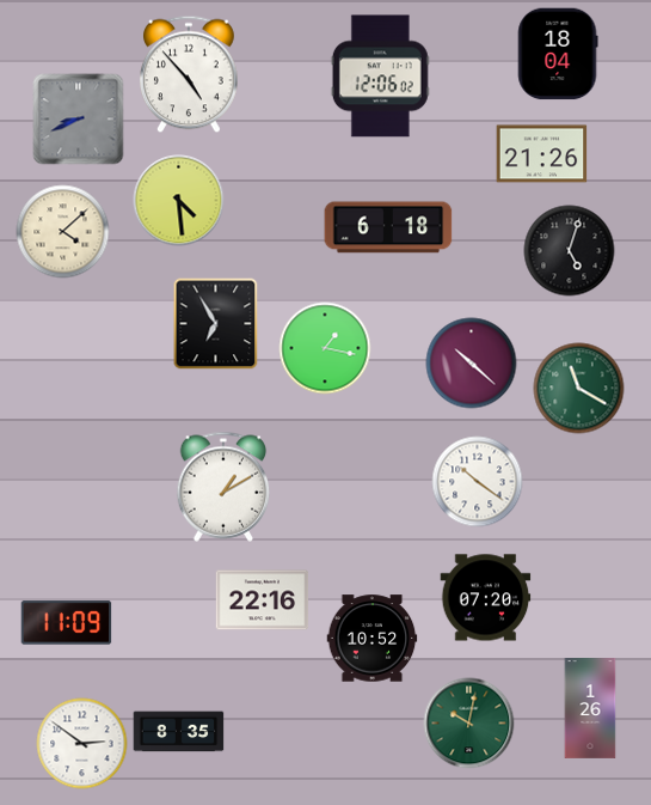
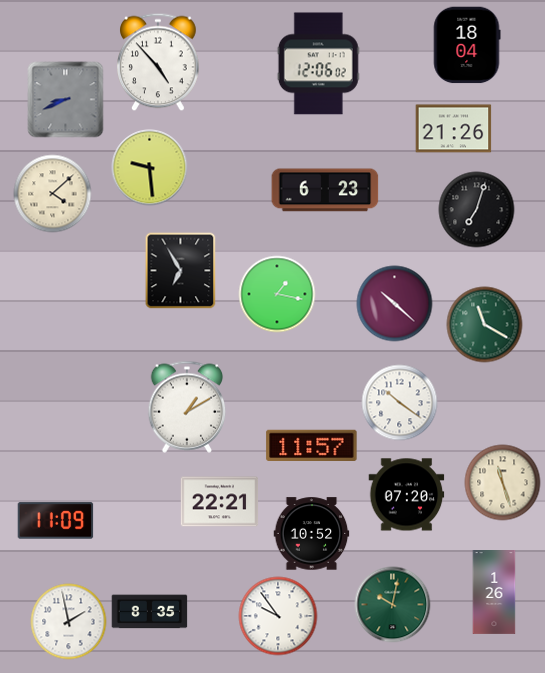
clock at (179, 201): 4:29 -> 9:29
clock at (388, 227): 6:18 -> 6:23
clock at (570, 251): 5:03 -> 7:03
clock at (325, 348) position: (325, 348) -> (277, 294)
clock at (312, 445): none -> 11:57
clock at (503, 483): none -> 11:27
clock at (486, 598) position: (486, 598) -> (407, 495)
clock at (263, 600): 22:16 -> 22:21
clock at (278, 616): none -> 9:54
clock at (82, 744): 2:51 -> 1:58
